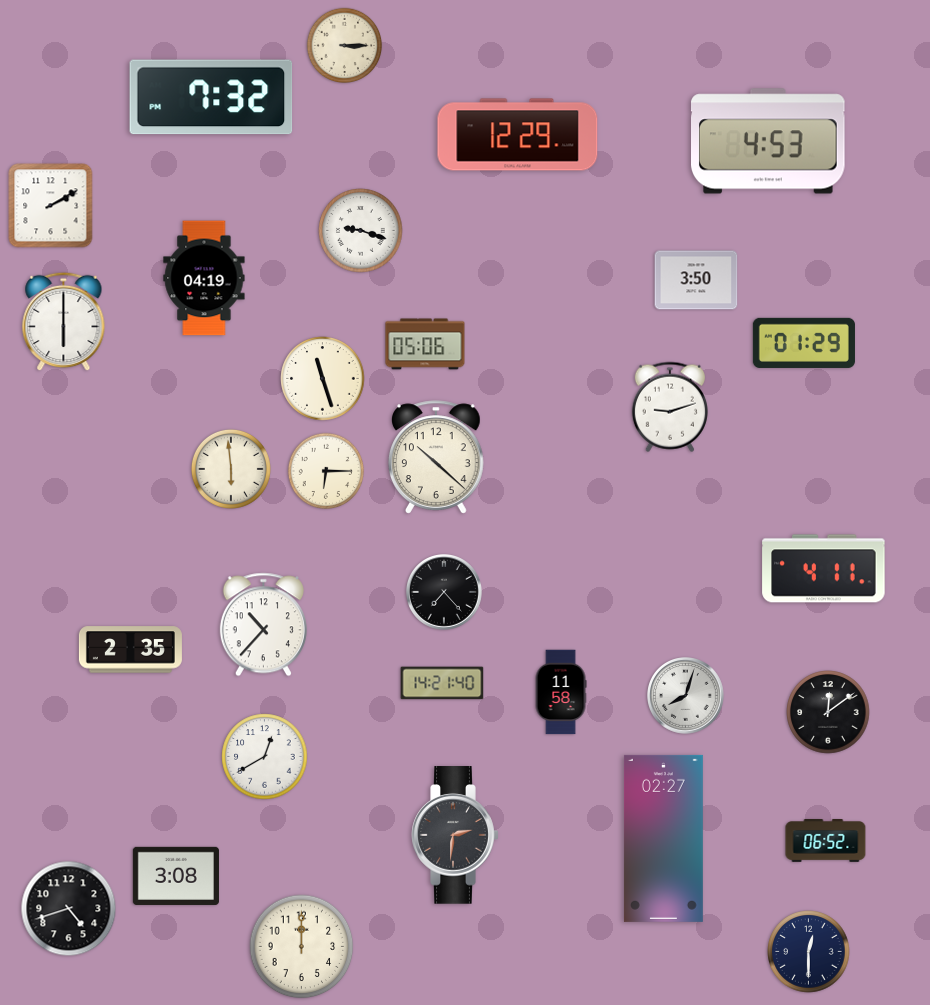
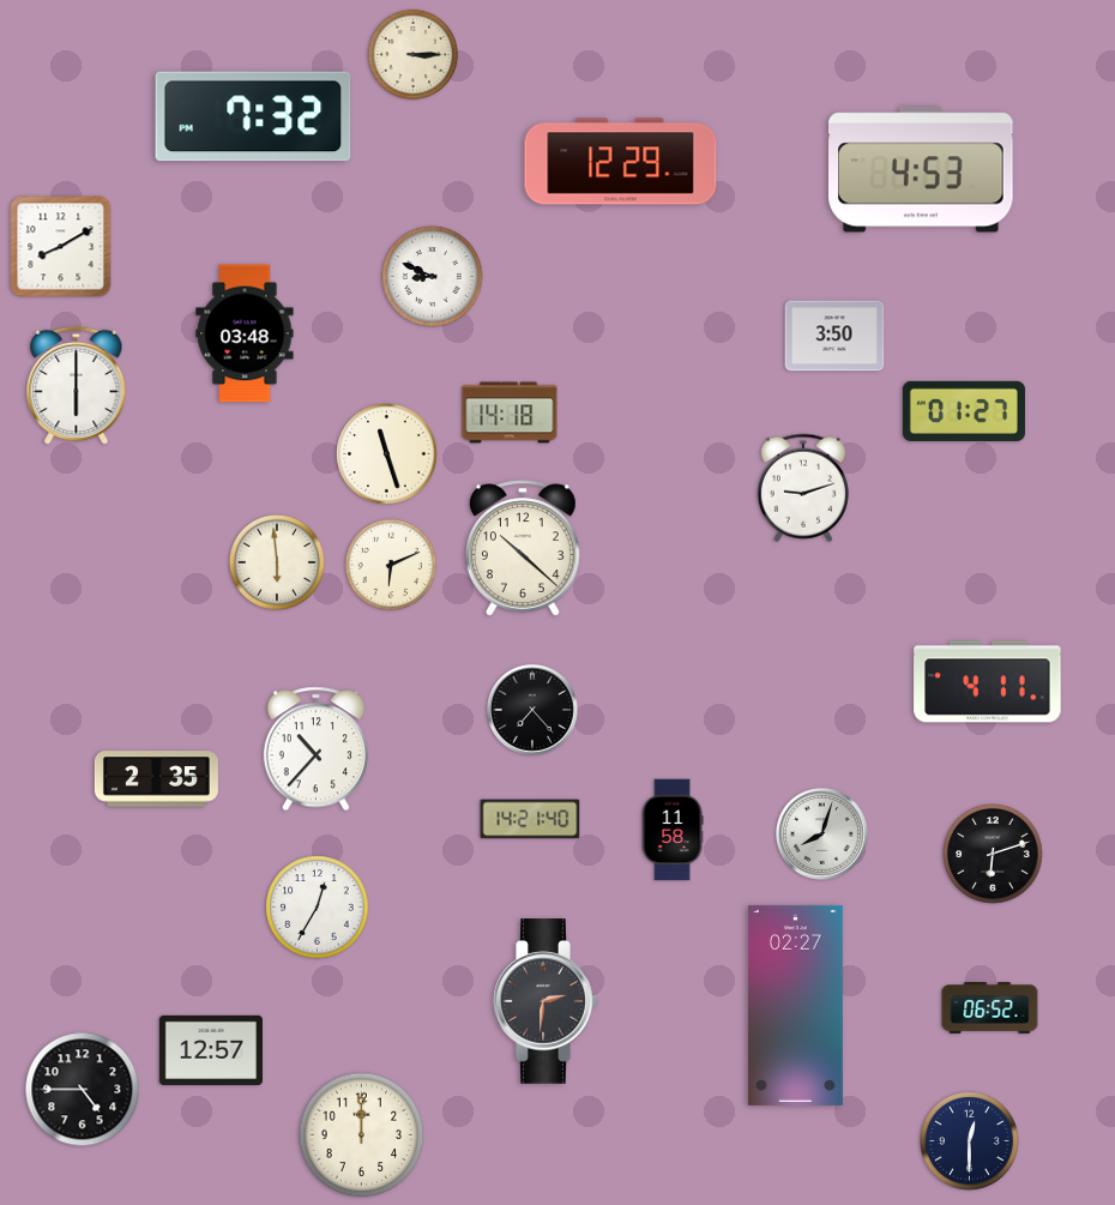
clock at (51, 206): 2:10 -> 8:10
clock at (361, 231): 9:18 -> 8:49
clock at (204, 278): 04:19 -> 03:48
clock at (804, 343): 01:29 -> 01:27
clock at (425, 344): 05:06 -> 14:18
clock at (325, 470): 6:15 -> 6:11
clock at (828, 712): 12:09 -> 6:12
clock at (265, 757): 12:40 -> 12:35
clock at (176, 876): 3:08 -> 12:57
clock at (69, 909): 4:42 -> 4:45
